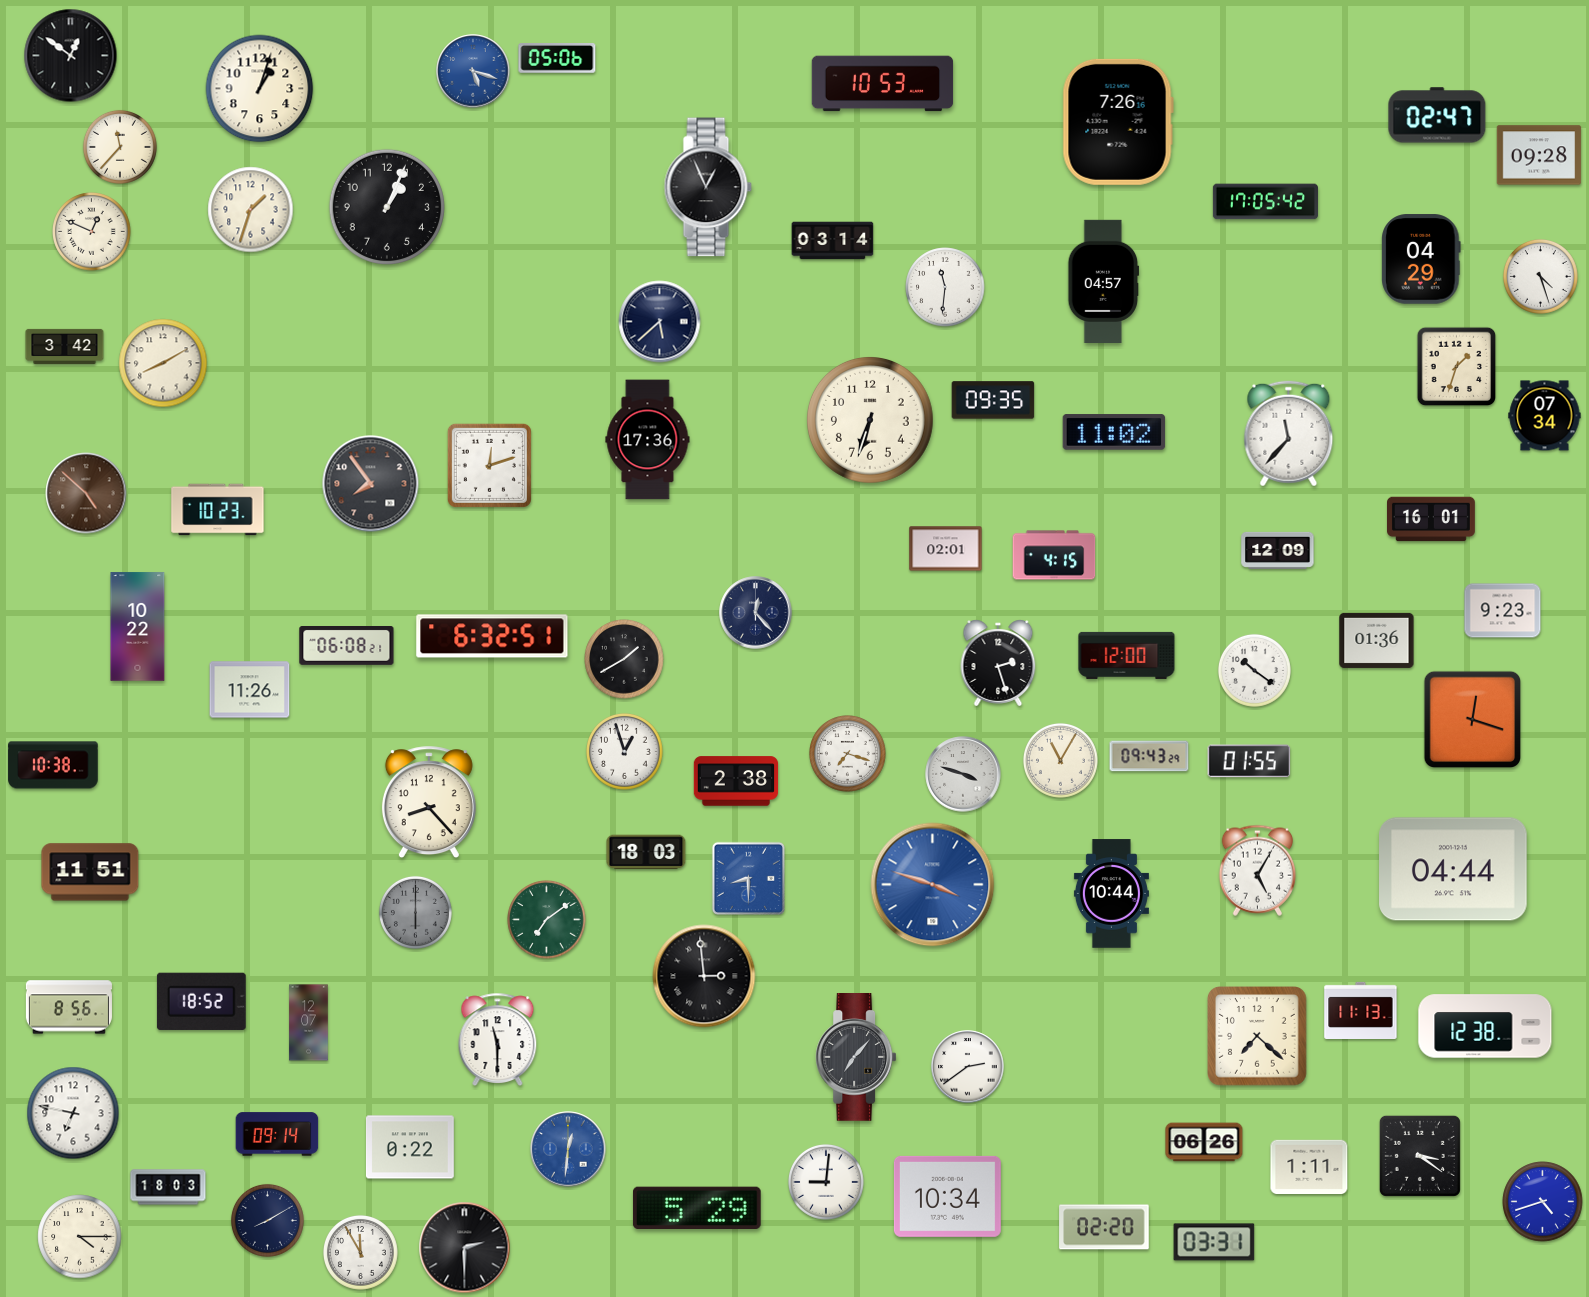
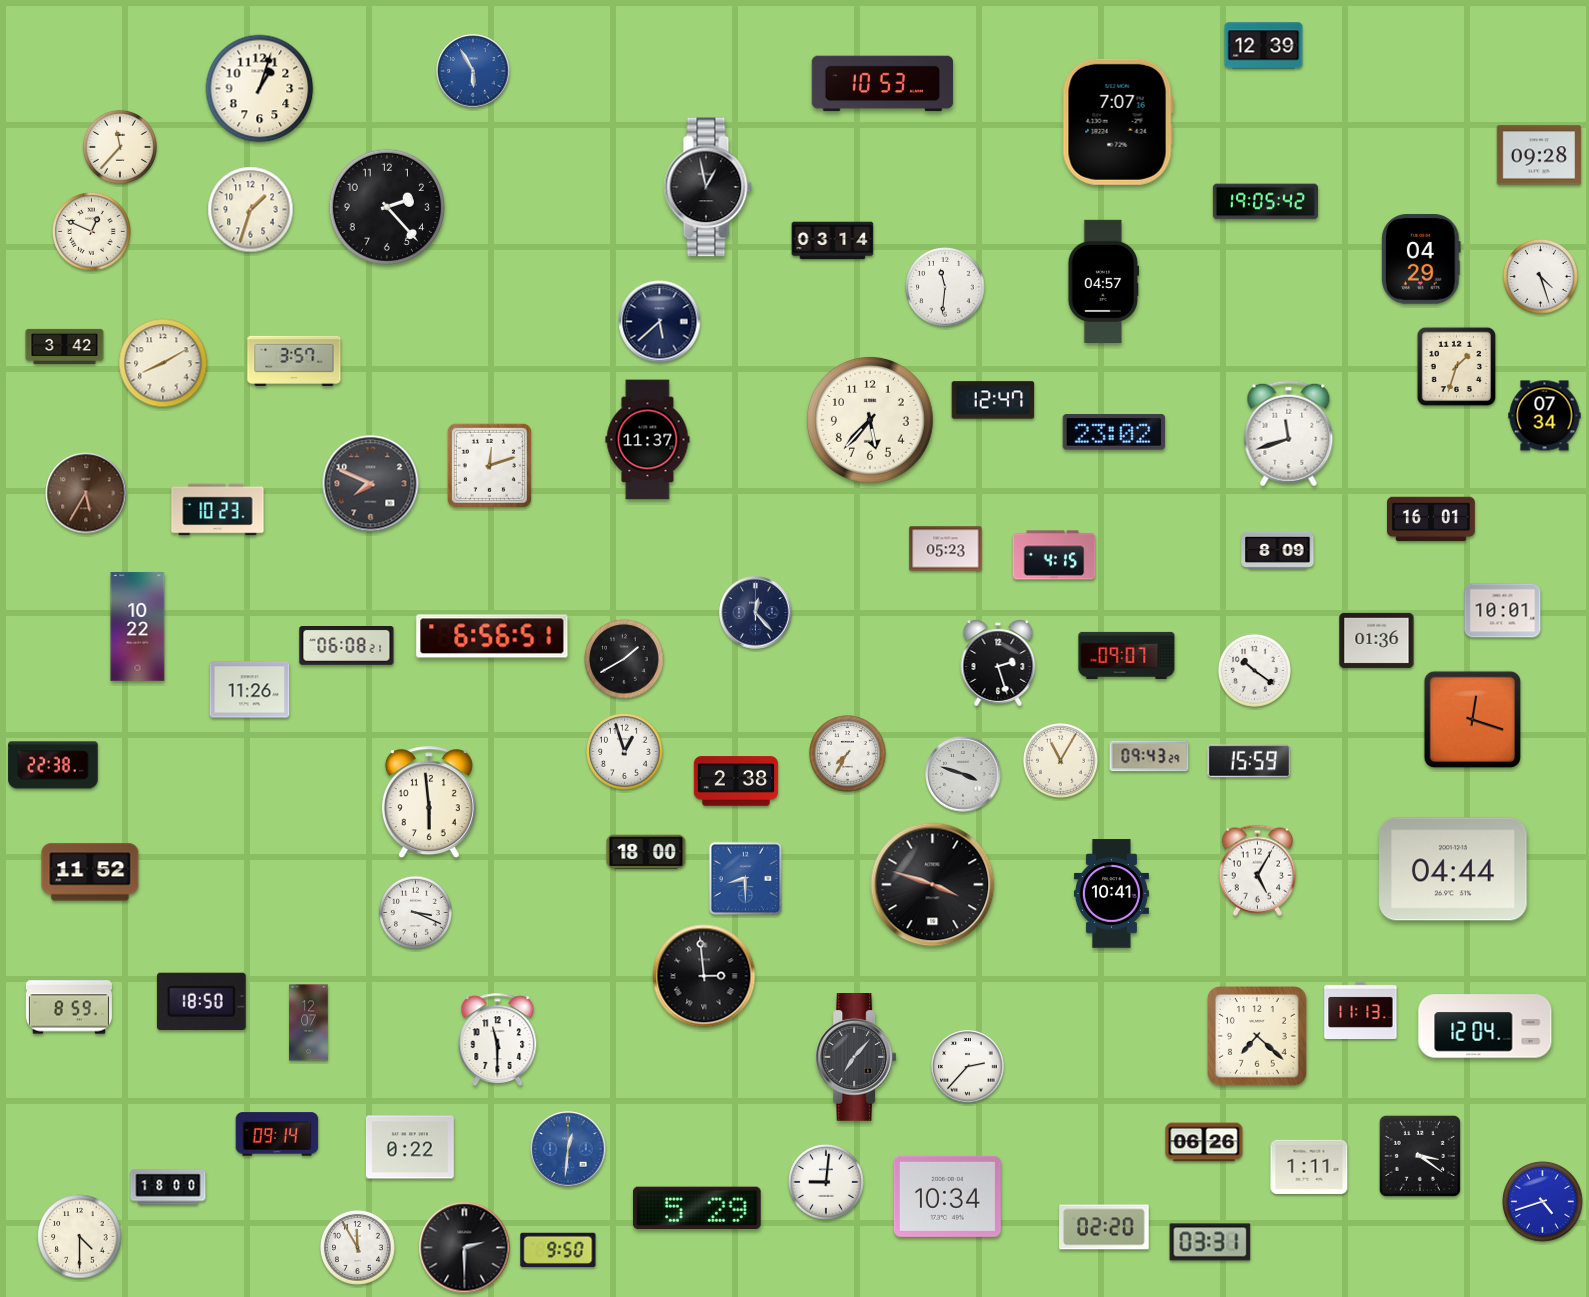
clock at (1264, 46): none -> 12:39
clock at (71, 56): 12:51 -> none
clock at (557, 59): 05:06 -> none
clock at (473, 71): 5:18 -> 5:55
clock at (1437, 115): 02:47 -> none
clock at (1118, 122): 7:26 -> 7:07
clock at (708, 187): 12:56 -> 12:58
clock at (1265, 202): 17:05 -> 19:05
clock at (387, 207): 1:04 -> 2:23
clock at (294, 361): none -> 3:57
clock at (993, 400): 09:35 -> 12:47
clock at (871, 421): 6:33 -> 5:37
clock at (1114, 432): 11:02 -> 23:02
clock at (1289, 434): 11:37 -> 11:42
clock at (648, 440): 17:36 -> 11:37
clock at (371, 484): 7:54 -> 7:49
clock at (86, 493): 4:52 -> 5:35
clock at (946, 549): 02:01 -> 05:23
clock at (1278, 550): 12:09 -> 8:09
clock at (1503, 611): 9:23 -> 10:01
clock at (492, 636): 6:32 -> 6:56
clock at (1127, 655): 12:00 -> 09:07
clock at (848, 754): 7:18 -> 7:35
clock at (1249, 761): 01:55 -> 15:59
clock at (53, 765): 10:38 -> 22:38
clock at (429, 803): 8:23 -> 5:59
clock at (646, 852): 18:03 -> 18:00
clock at (90, 872): 11:51 -> 11:52
clock at (748, 878) position: (748, 878) -> (745, 878)
clock at (933, 885) dial: blue -> black
clock at (1111, 894): 10:44 -> 10:41
clock at (415, 912): 6:00 -> 3:19
clock at (415, 912) dial: grey -> white
clock at (547, 920): 7:09 -> none
clock at (201, 1001): 18:52 -> 18:50
clock at (69, 1007): 8:56 -> 8:59
clock at (1485, 1026): 12:38 -> 12:04
clock at (968, 1067): 2:39 -> 2:37
clock at (73, 1113): 6:47 -> none
clock at (168, 1187): 18:03 -> 18:00
clock at (267, 1220): 8:10 -> none
clock at (80, 1237): 4:15 -> 4:30
clock at (1214, 1242) position: (1214, 1242) -> (1210, 1242)
clock at (558, 1250): none -> 9:50
clock at (360, 1252) position: (360, 1252) -> (357, 1247)
